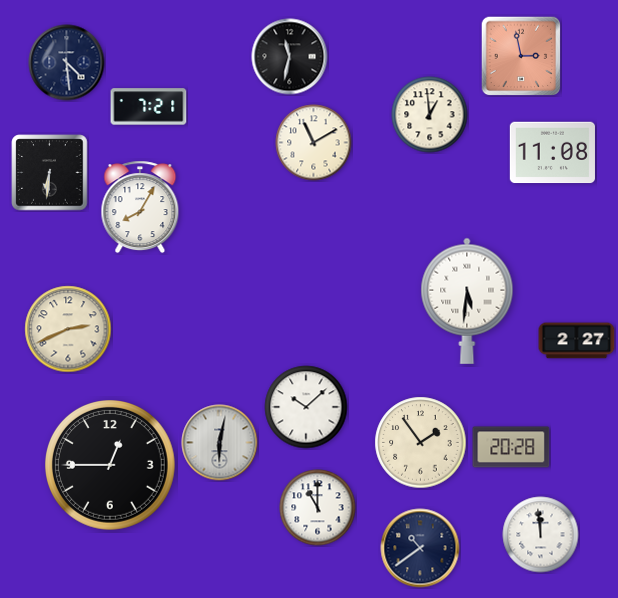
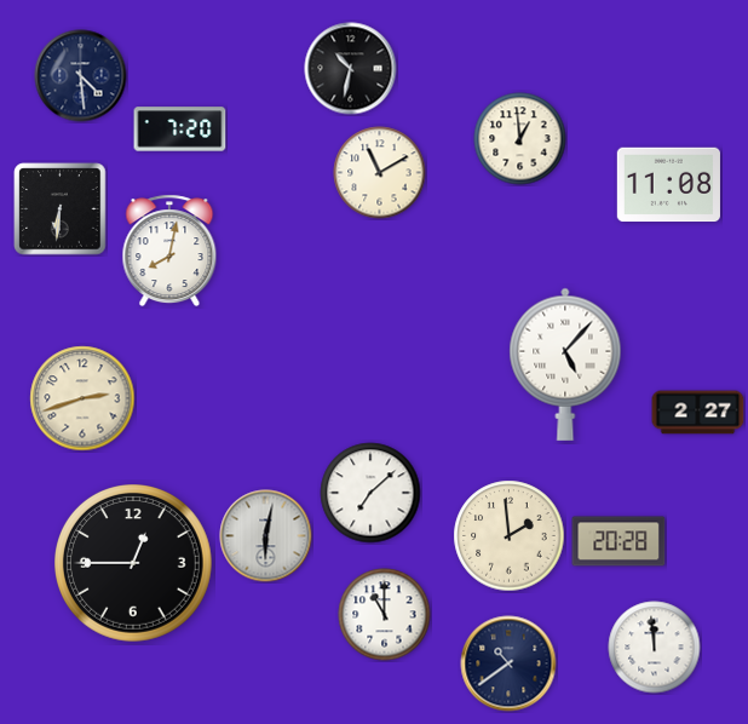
clock at (521, 56): 2:58 -> none
clock at (290, 57): 11:32 -> 10:32
clock at (149, 107): 7:21 -> 7:20
clock at (140, 207): 8:05 -> 8:02
clock at (467, 301): 5:31 -> 5:07
clock at (68, 329): 2:41 -> 2:42
clock at (306, 407): 10:08 -> 7:08
clock at (421, 443): 1:54 -> 1:59
